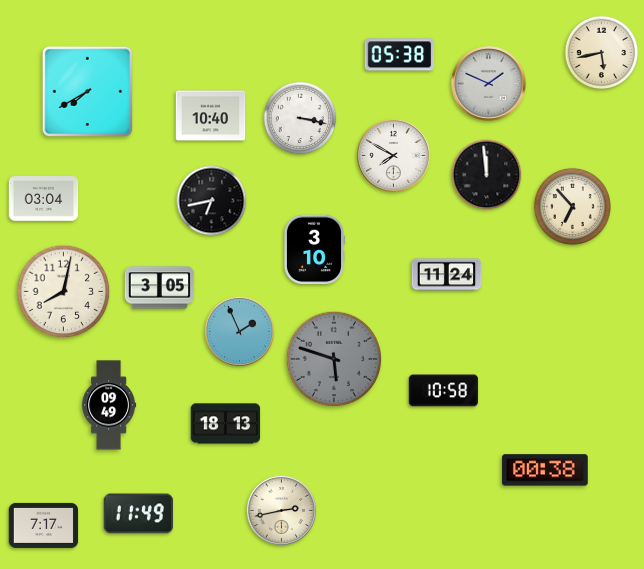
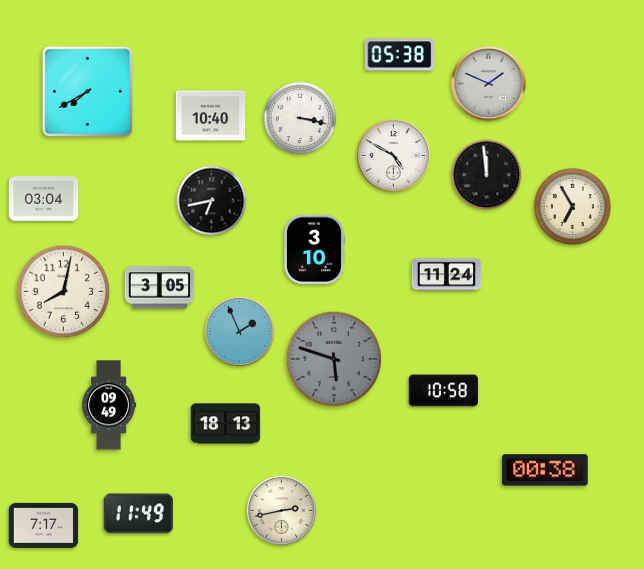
clock at (602, 53): 5:43 -> none
clock at (393, 155): 7:50 -> 4:50
clock at (572, 206): 6:53 -> 6:55
